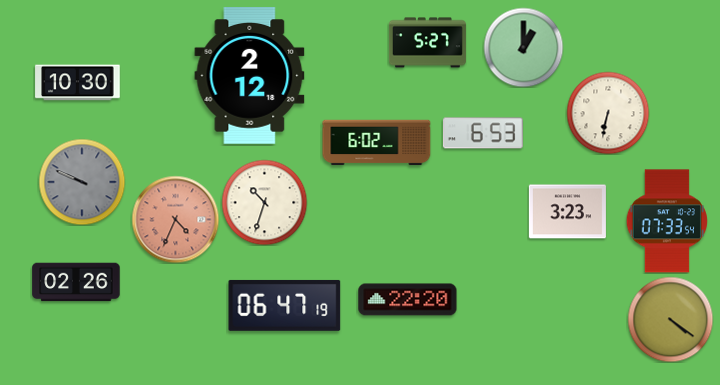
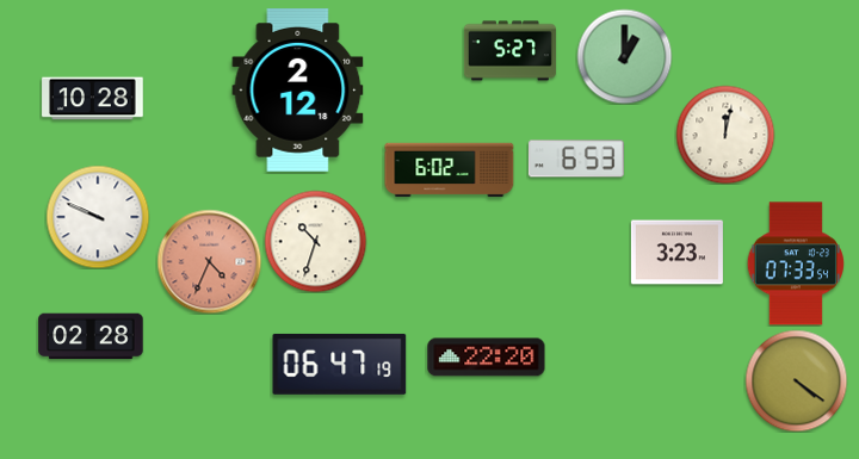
clock at (78, 83): 10:30 -> 10:28
clock at (608, 113): 6:32 -> 12:02
clock at (82, 182) dial: grey -> white
clock at (76, 282): 02:26 -> 02:28
clock at (670, 319) position: (670, 319) -> (796, 380)
